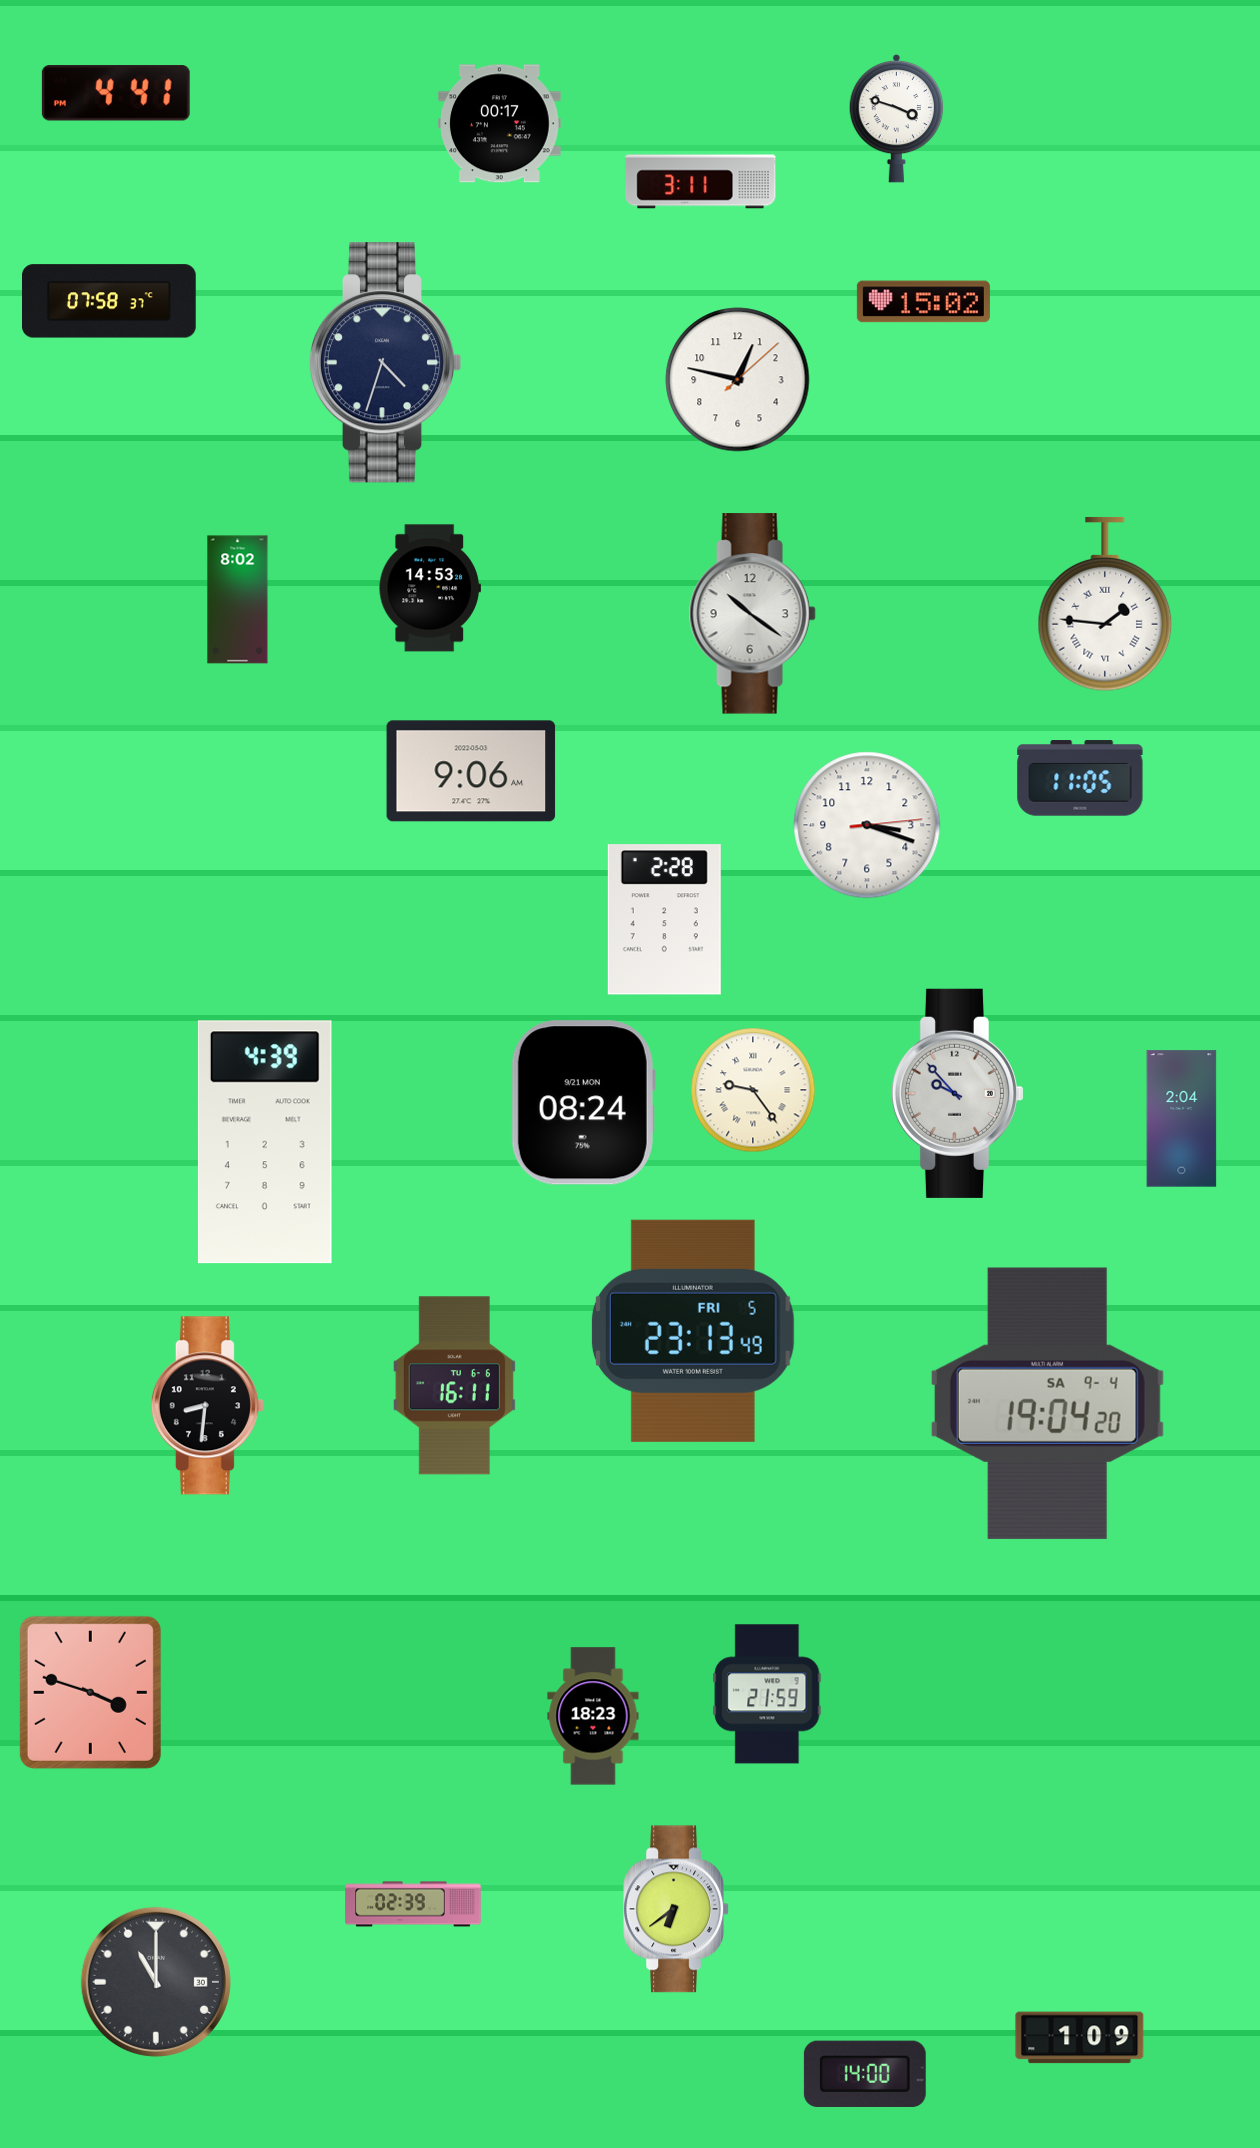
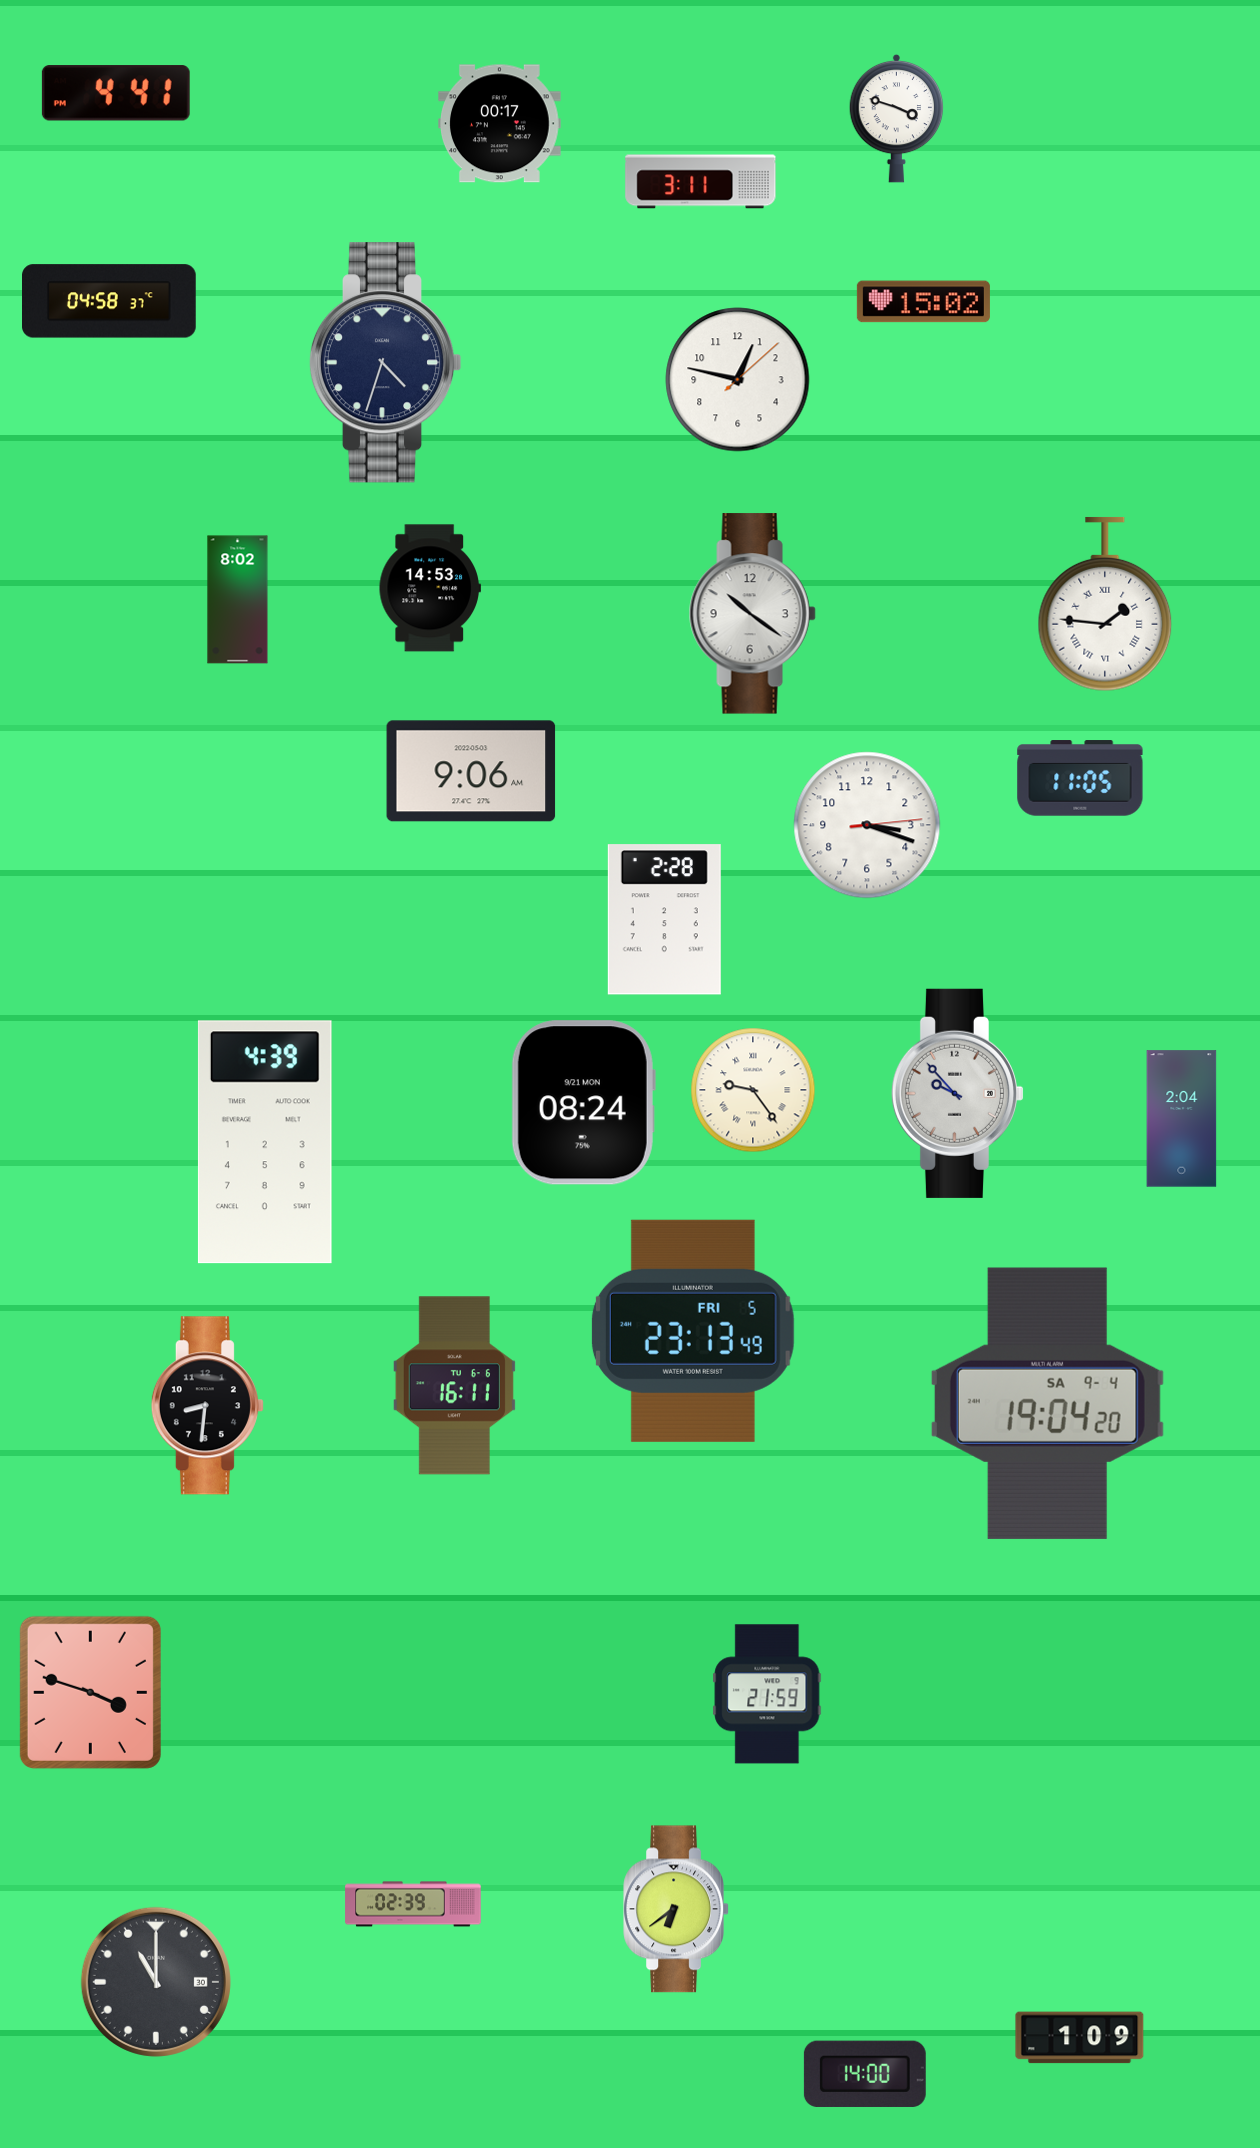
clock at (110, 301): 07:58 -> 04:58
clock at (593, 1716): 18:23 -> none
